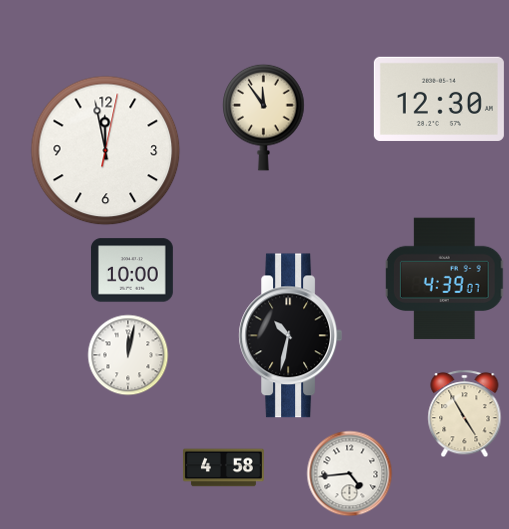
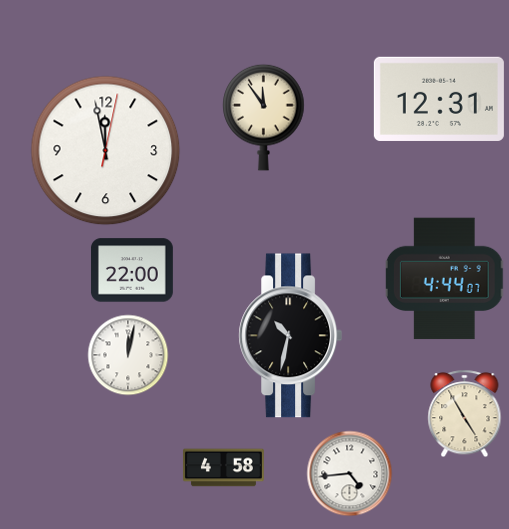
clock at (439, 99): 12:30 -> 12:31
clock at (132, 270): 10:00 -> 22:00
clock at (445, 279): 4:39 -> 4:44
